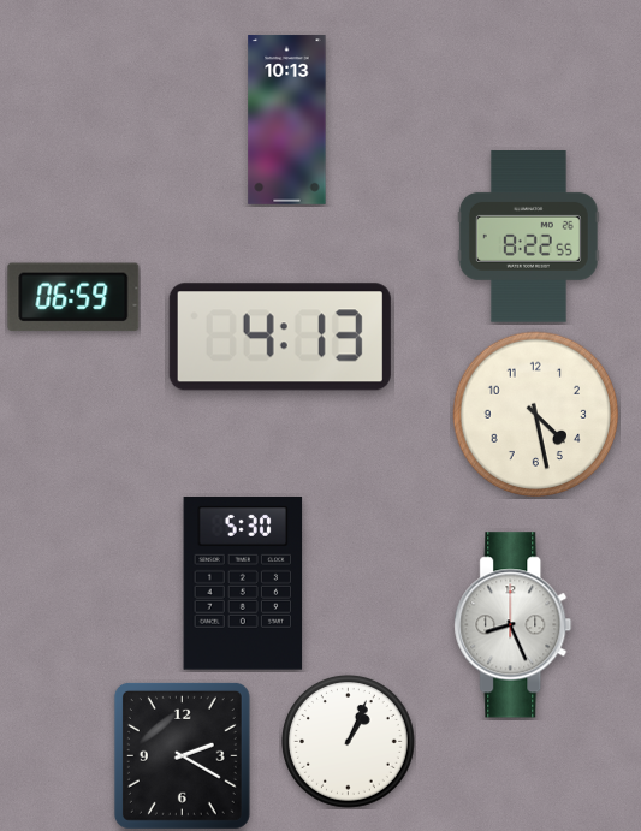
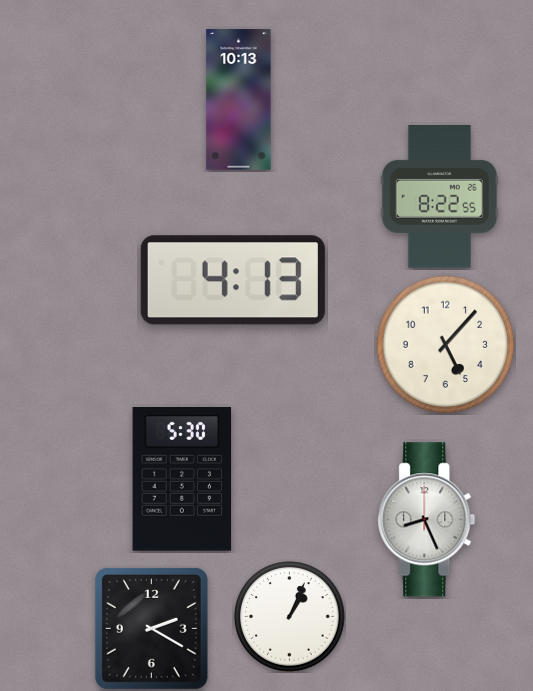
clock at (73, 297): 06:59 -> none
clock at (536, 415): 4:28 -> 5:07
clock at (243, 584) position: (243, 584) -> (182, 480)
